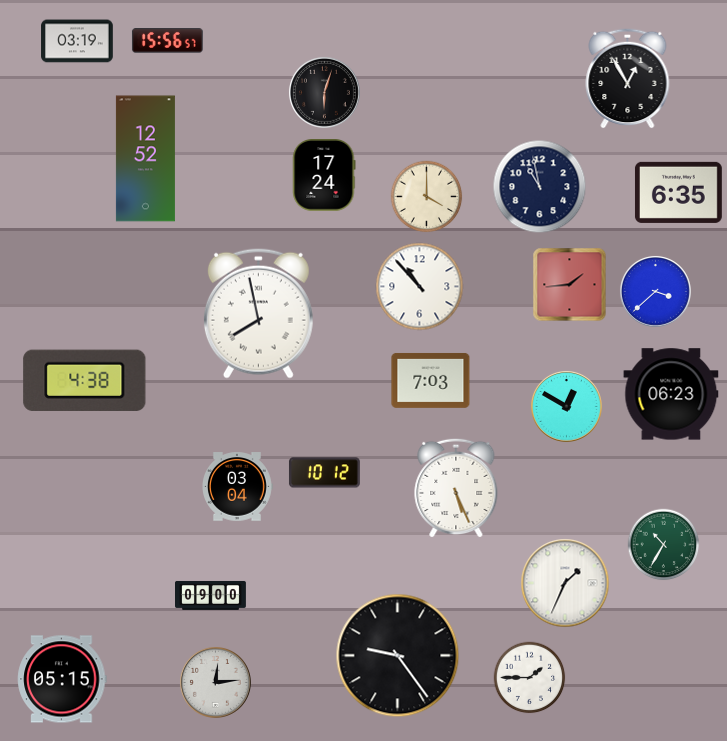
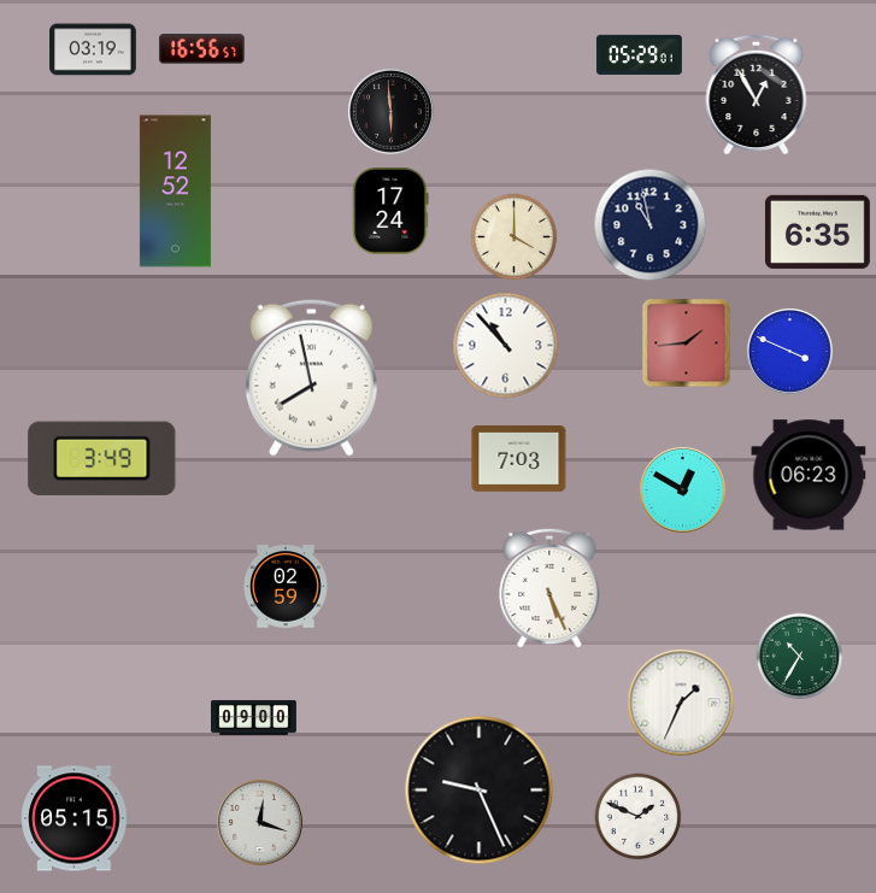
clock at (167, 41): 15:56 -> 16:56
clock at (639, 54): none -> 05:29
clock at (324, 92): 6:03 -> 5:59
clock at (655, 291): 3:38 -> 3:49
clock at (85, 380): 4:38 -> 3:49
clock at (324, 473): 10:12 -> none
clock at (238, 487): 03:04 -> 02:59
clock at (398, 656): 9:24 -> 9:26
clock at (530, 678): 1:45 -> 1:49
clock at (215, 682): 12:14 -> 12:18
